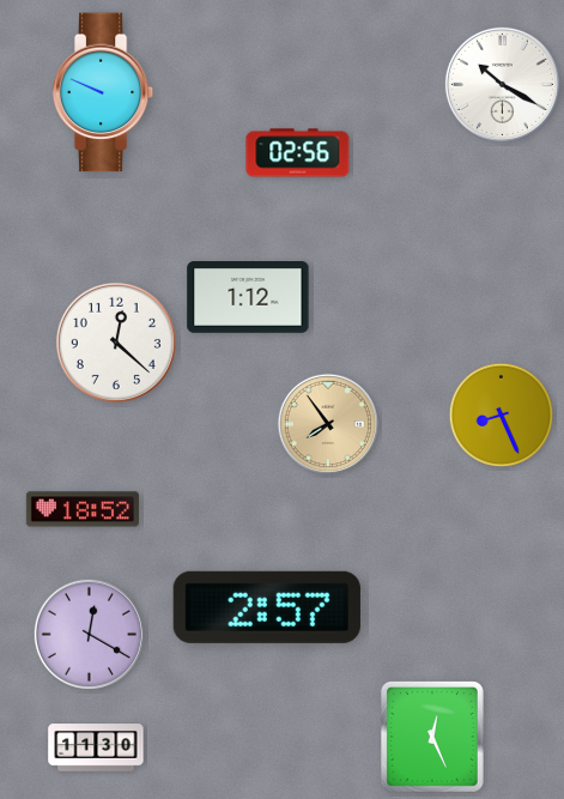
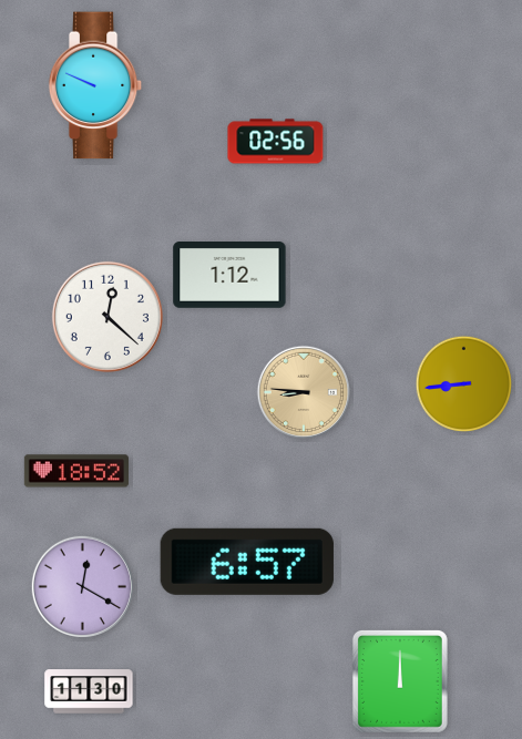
clock at (502, 84): 10:20 -> none
clock at (502, 416): 8:26 -> 8:44
clock at (327, 423): 7:54 -> 8:46
clock at (267, 607): 2:57 -> 6:57
clock at (432, 737): 12:26 -> 12:00
